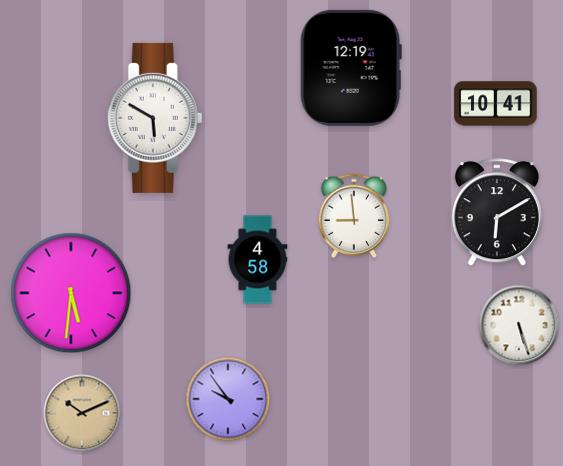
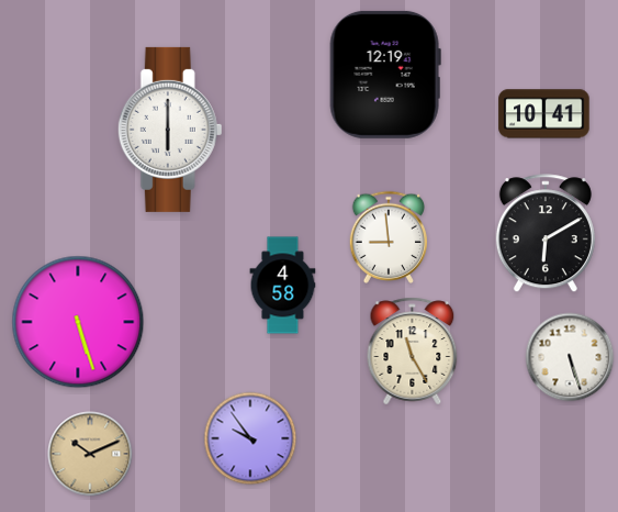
clock at (155, 118): 5:50 -> 6:00
clock at (71, 293): 5:31 -> 5:27
clock at (413, 352): none -> 11:25
